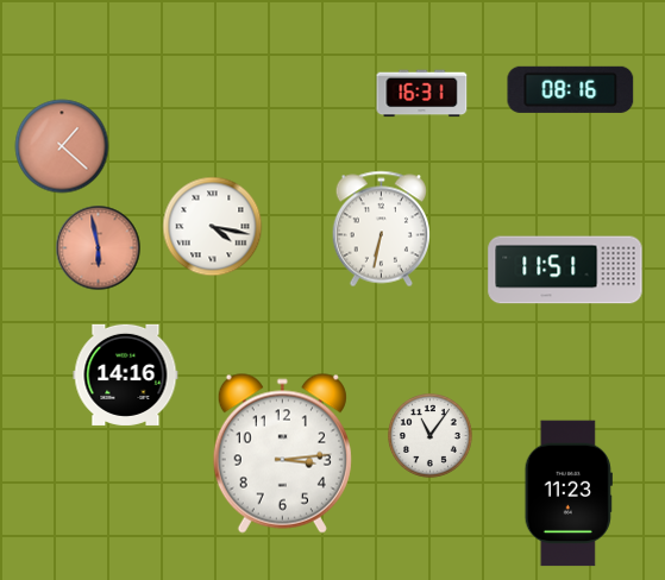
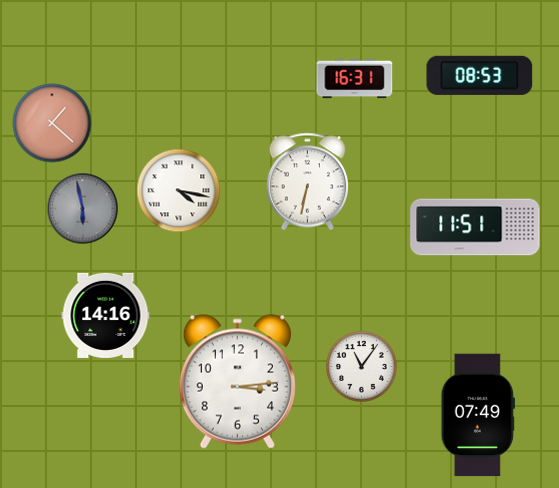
clock at (571, 89): 08:16 -> 08:53
clock at (381, 229) position: (381, 229) -> (307, 182)
clock at (99, 248) dial: salmon -> grey
clock at (569, 493): 11:23 -> 07:49
